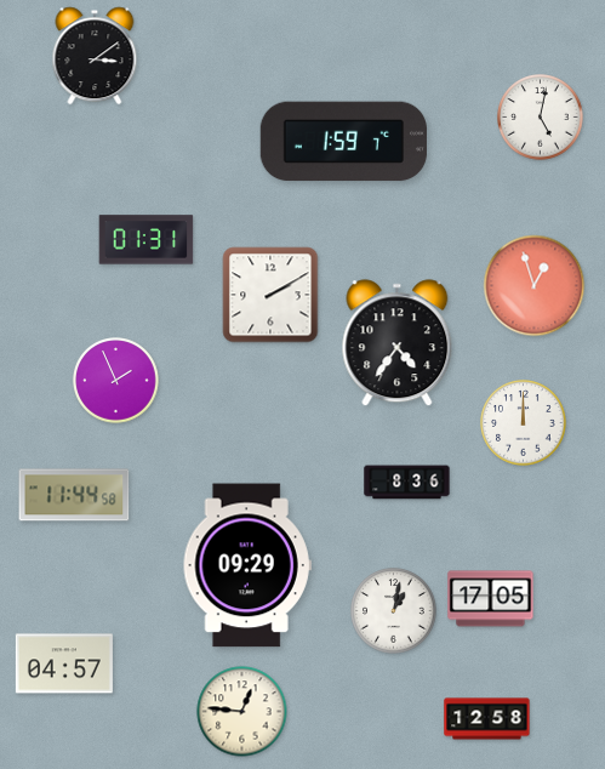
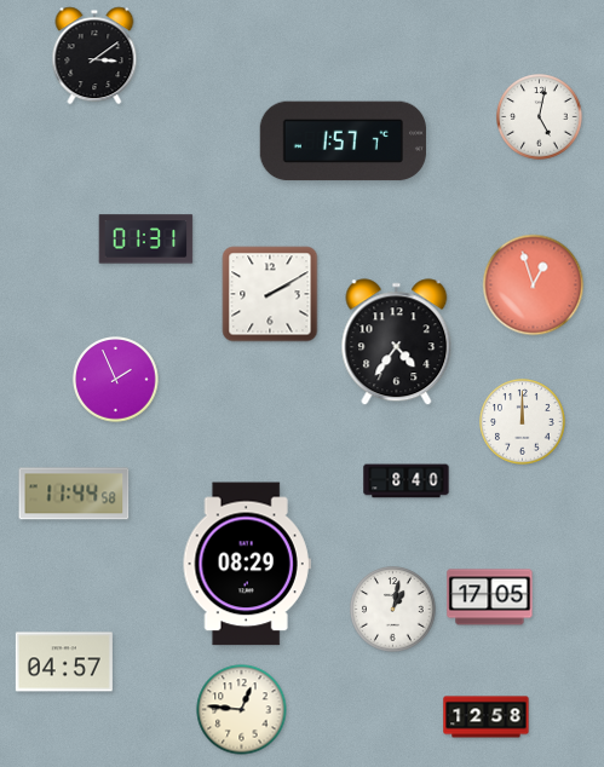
clock at (343, 142): 1:59 -> 1:57
clock at (407, 483): 8:36 -> 8:40
clock at (247, 565): 09:29 -> 08:29
